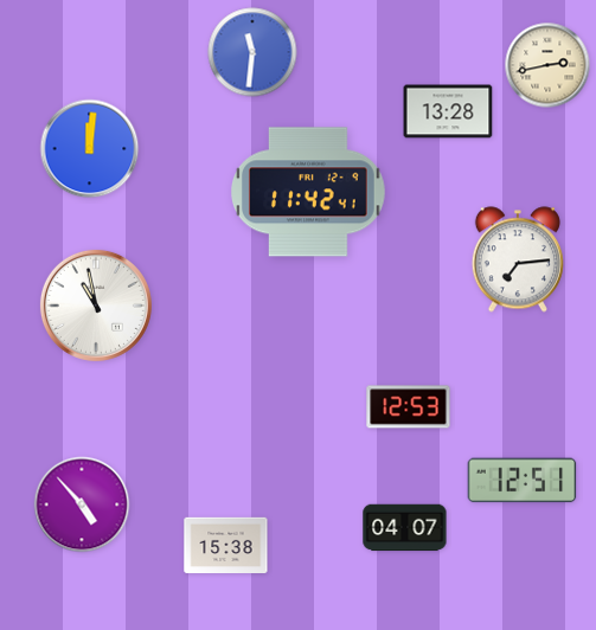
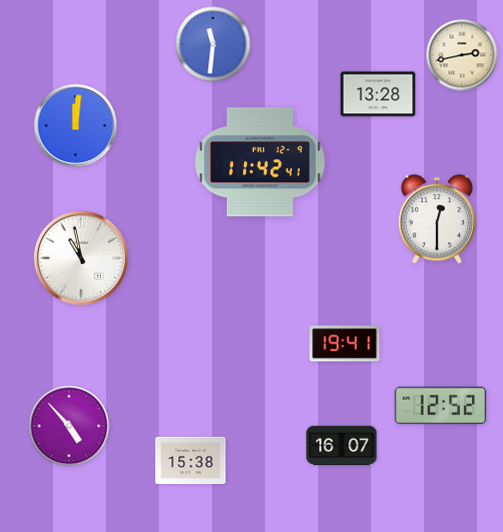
clock at (518, 259): 7:14 -> 12:30
clock at (409, 407): 12:53 -> 19:41
clock at (523, 481): 12:51 -> 12:52
clock at (405, 528): 04:07 -> 16:07
